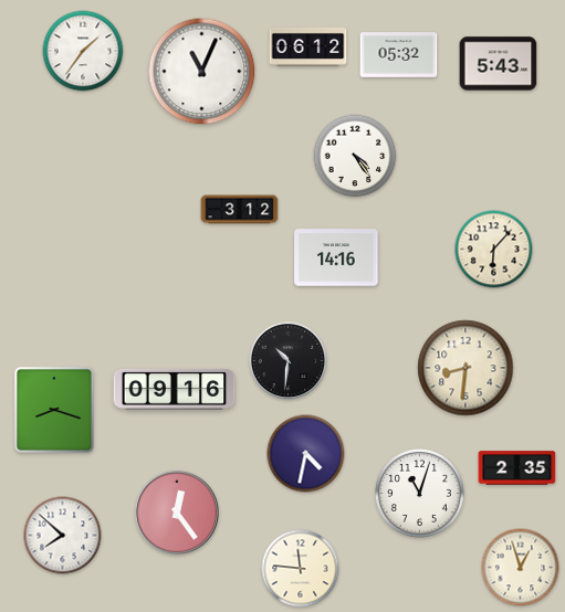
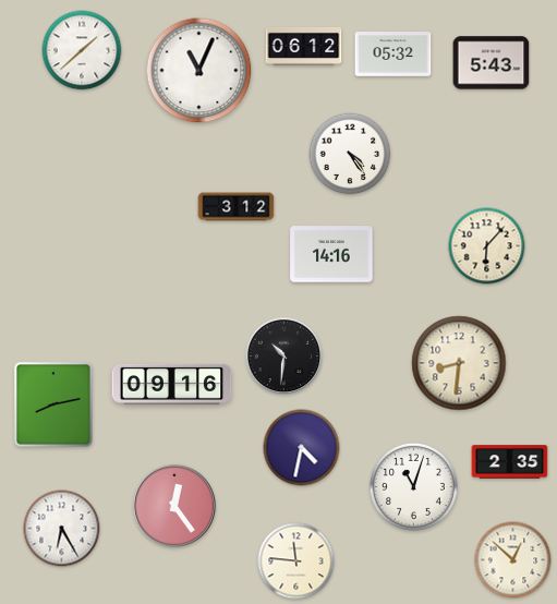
clock at (83, 51): 1:36 -> 1:38
clock at (54, 410): 8:18 -> 8:13
clock at (63, 536): 7:52 -> 6:25
clock at (521, 568): 12:57 -> 12:52
